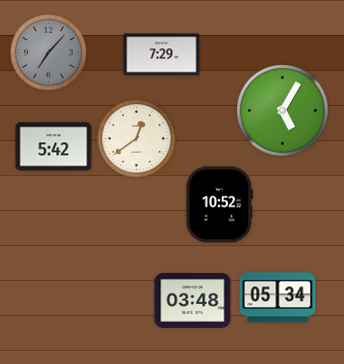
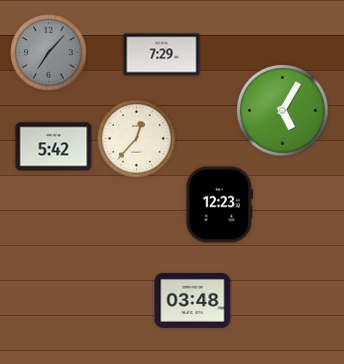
clock at (137, 139): 12:39 -> 12:37
clock at (220, 205): 10:52 -> 12:23
clock at (278, 298): 05:34 -> none
